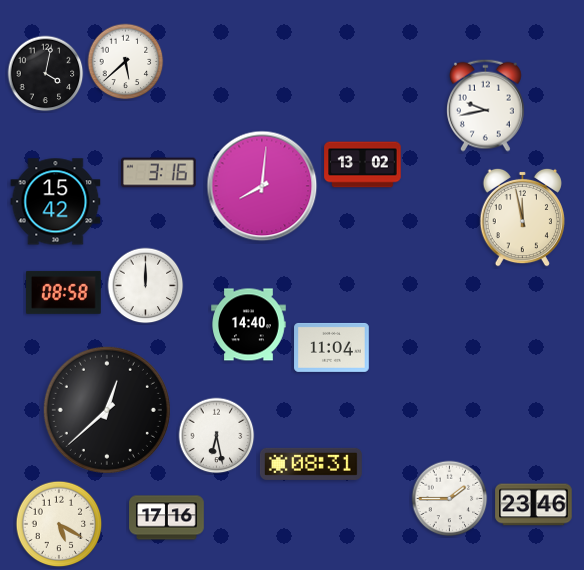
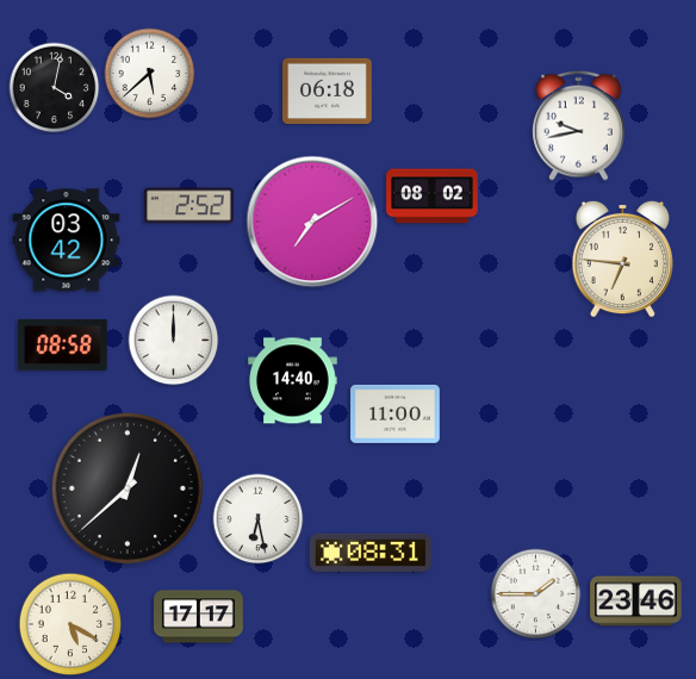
clock at (328, 91): none -> 06:18
clock at (363, 165): 13:02 -> 08:02
clock at (159, 173): 3:16 -> 2:52
clock at (262, 186): 8:01 -> 7:10
clock at (56, 202): 15:42 -> 03:42
clock at (522, 217): 11:58 -> 6:46
clock at (64, 292) position: (64, 292) -> (63, 344)
clock at (249, 325) position: (249, 325) -> (293, 381)
clock at (332, 347): 11:04 -> 11:00
clock at (167, 518): 17:16 -> 17:17
